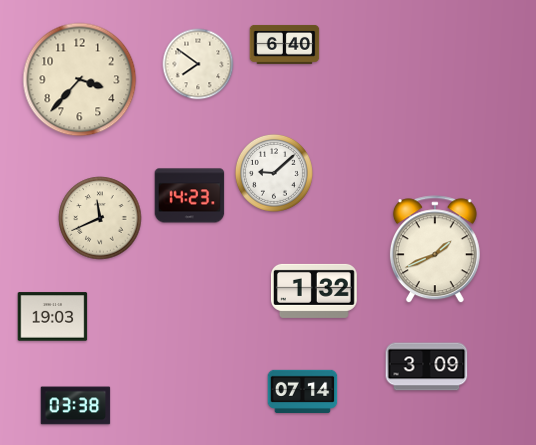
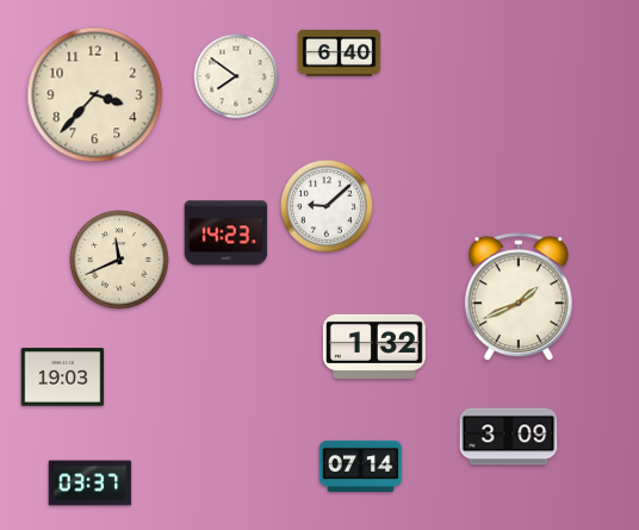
clock at (76, 406): 03:38 -> 03:37
